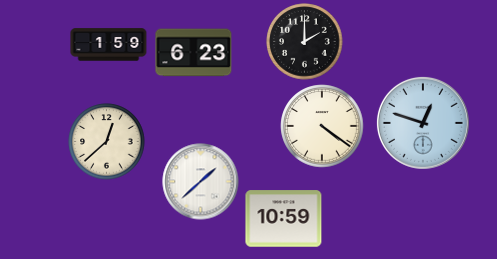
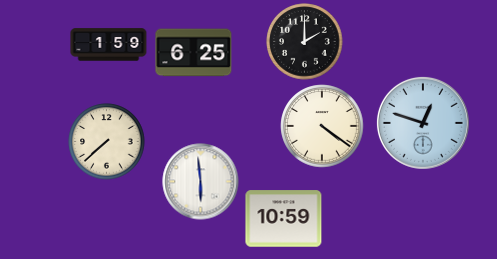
clock at (194, 53): 6:23 -> 6:25
clock at (107, 142): 12:38 -> 7:38
clock at (201, 182): 1:38 -> 5:59
